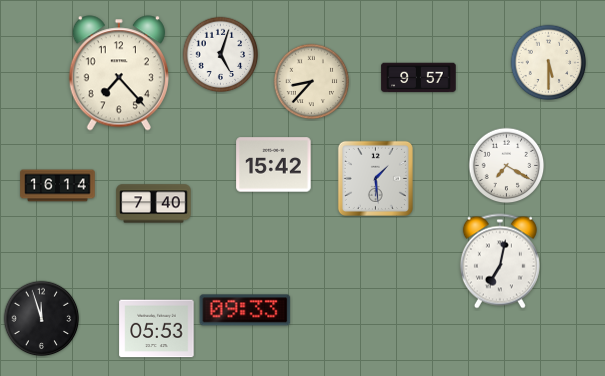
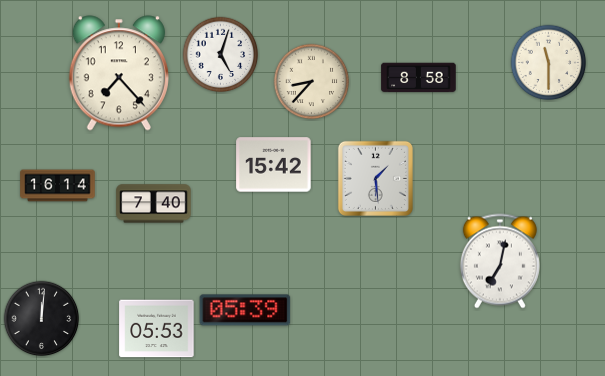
clock at (549, 63): 5:30 -> 11:30
clock at (419, 78): 9:57 -> 8:58
clock at (507, 166): 7:20 -> none
clock at (245, 310): 09:33 -> 05:39
clock at (42, 319): 11:57 -> 12:01
